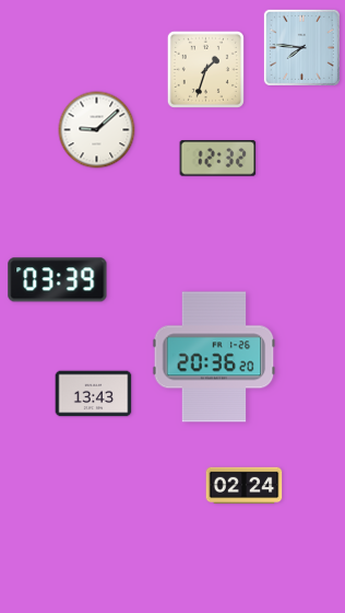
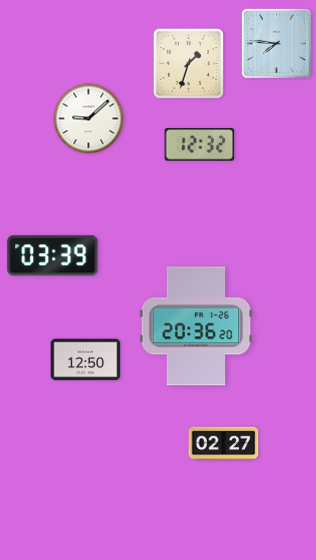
clock at (94, 394): 13:43 -> 12:50
clock at (245, 486): 02:24 -> 02:27
